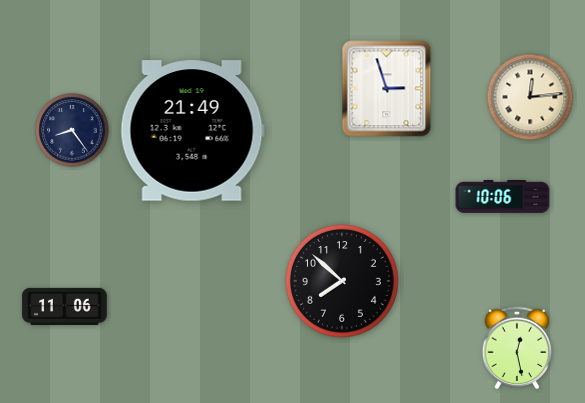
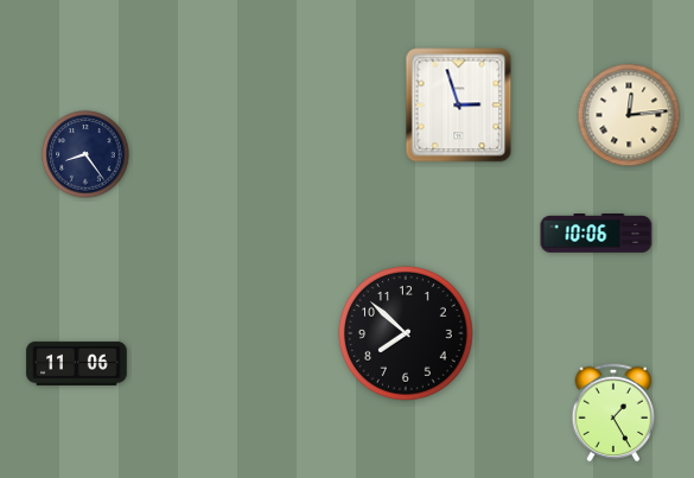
clock at (192, 131): 21:49 -> none
clock at (517, 348): 12:28 -> 1:25
